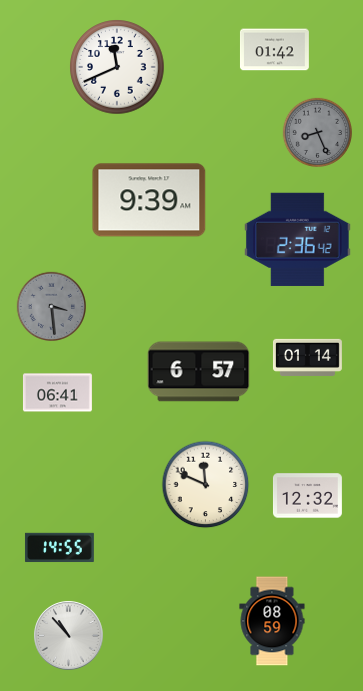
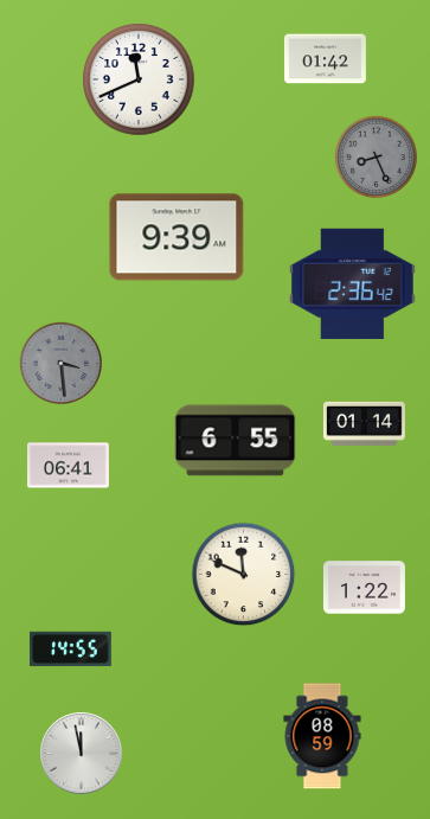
clock at (199, 372): 6:57 -> 6:55
clock at (307, 496): 12:32 -> 1:22
clock at (69, 636): 10:53 -> 11:58
